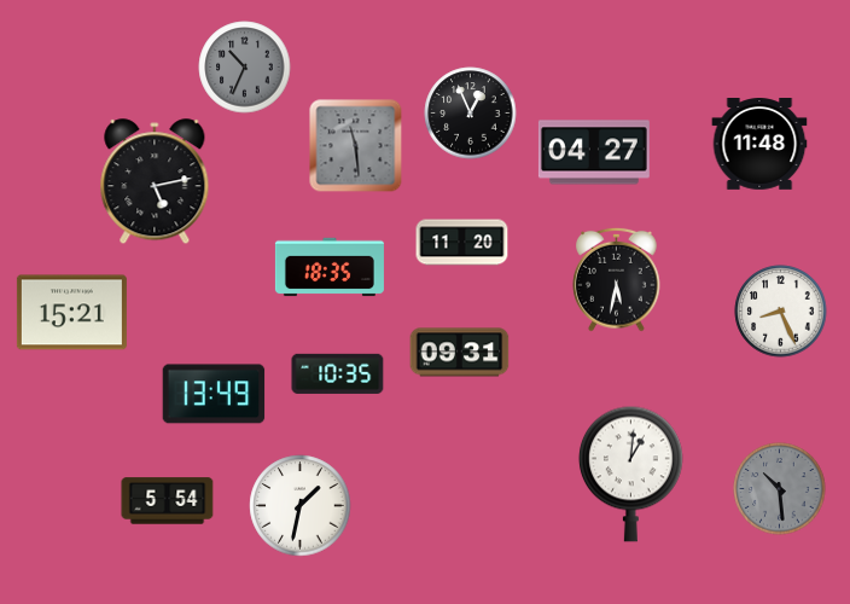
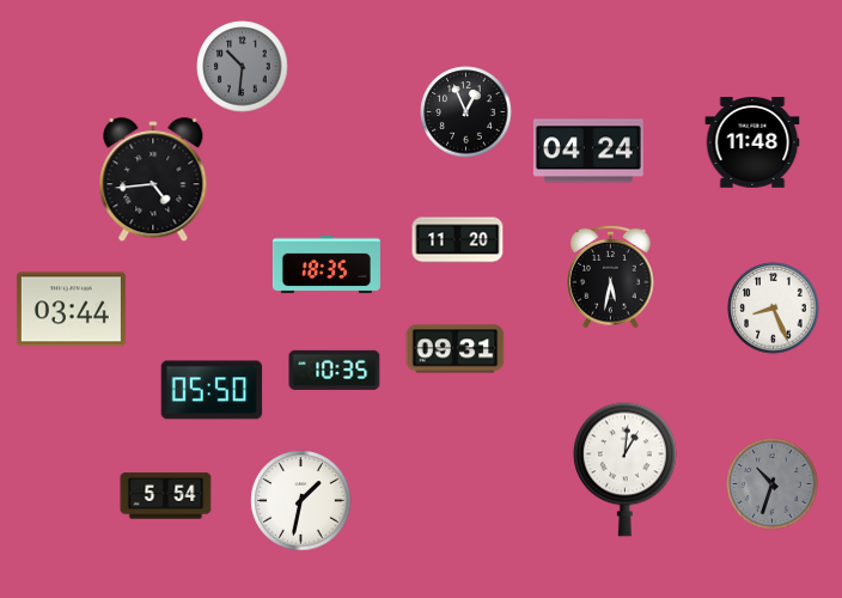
clock at (245, 68): 10:34 -> 10:31
clock at (356, 146): 11:29 -> none
clock at (594, 152): 04:27 -> 04:24
clock at (155, 182): 5:13 -> 4:44
clock at (71, 313): 15:21 -> 03:44
clock at (214, 394): 13:49 -> 05:50
clock at (780, 489): 10:29 -> 10:33
clock at (301, 506) position: (301, 506) -> (301, 501)
